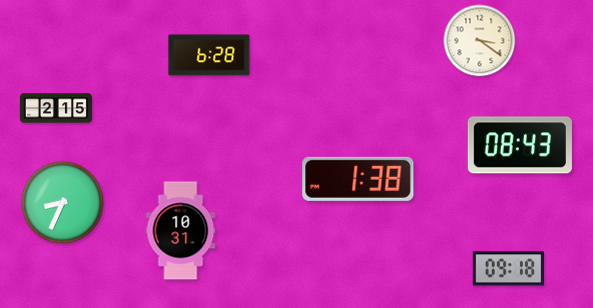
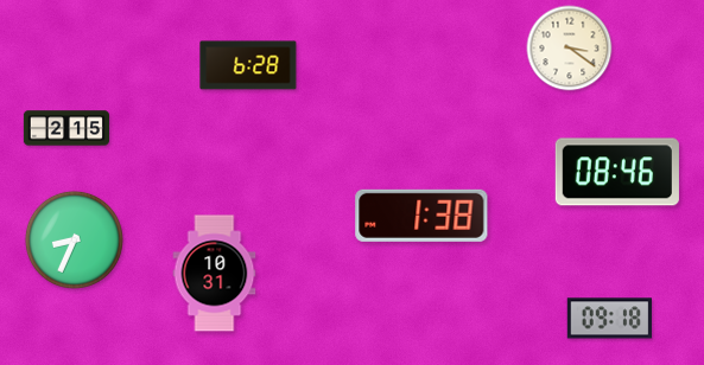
clock at (520, 145): 08:43 -> 08:46
clock at (358, 179) position: (358, 179) -> (421, 216)
clock at (508, 269) position: (508, 269) -> (609, 319)
